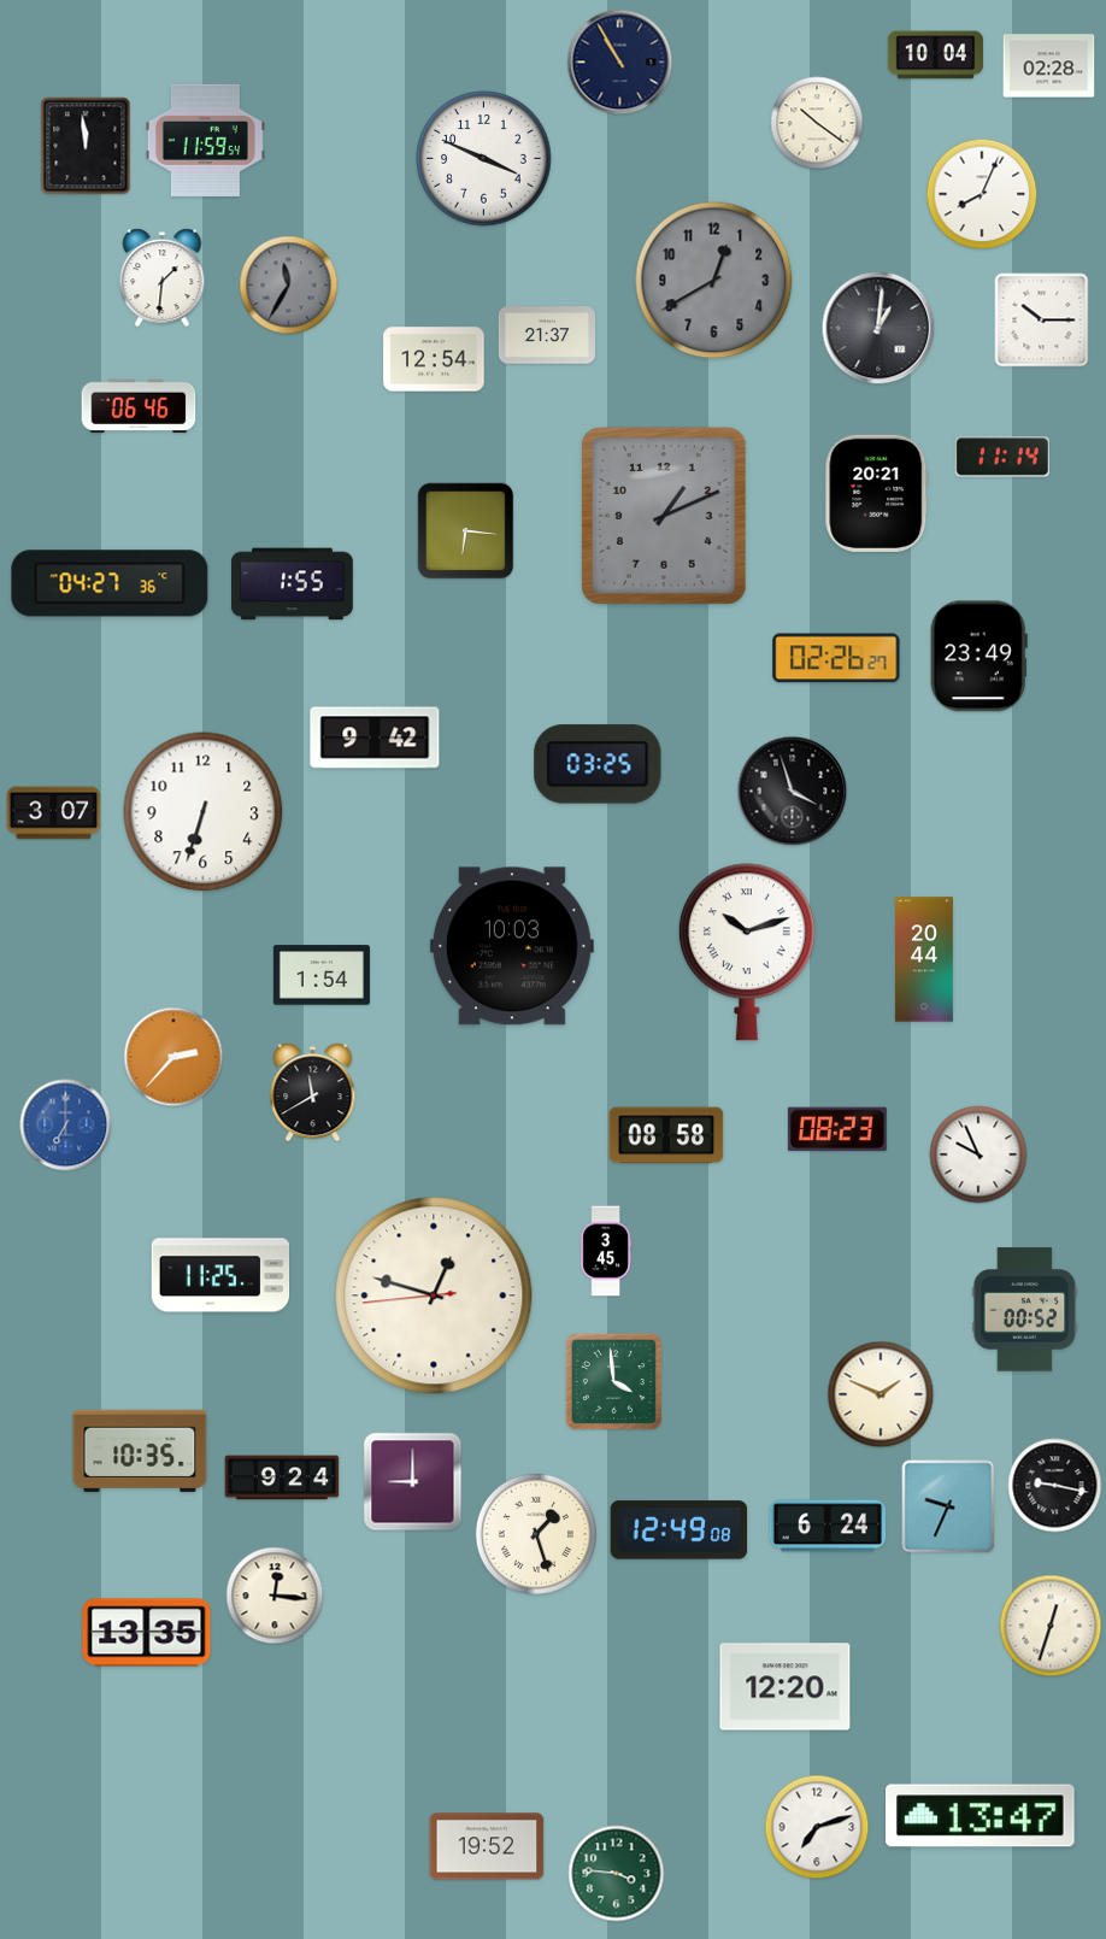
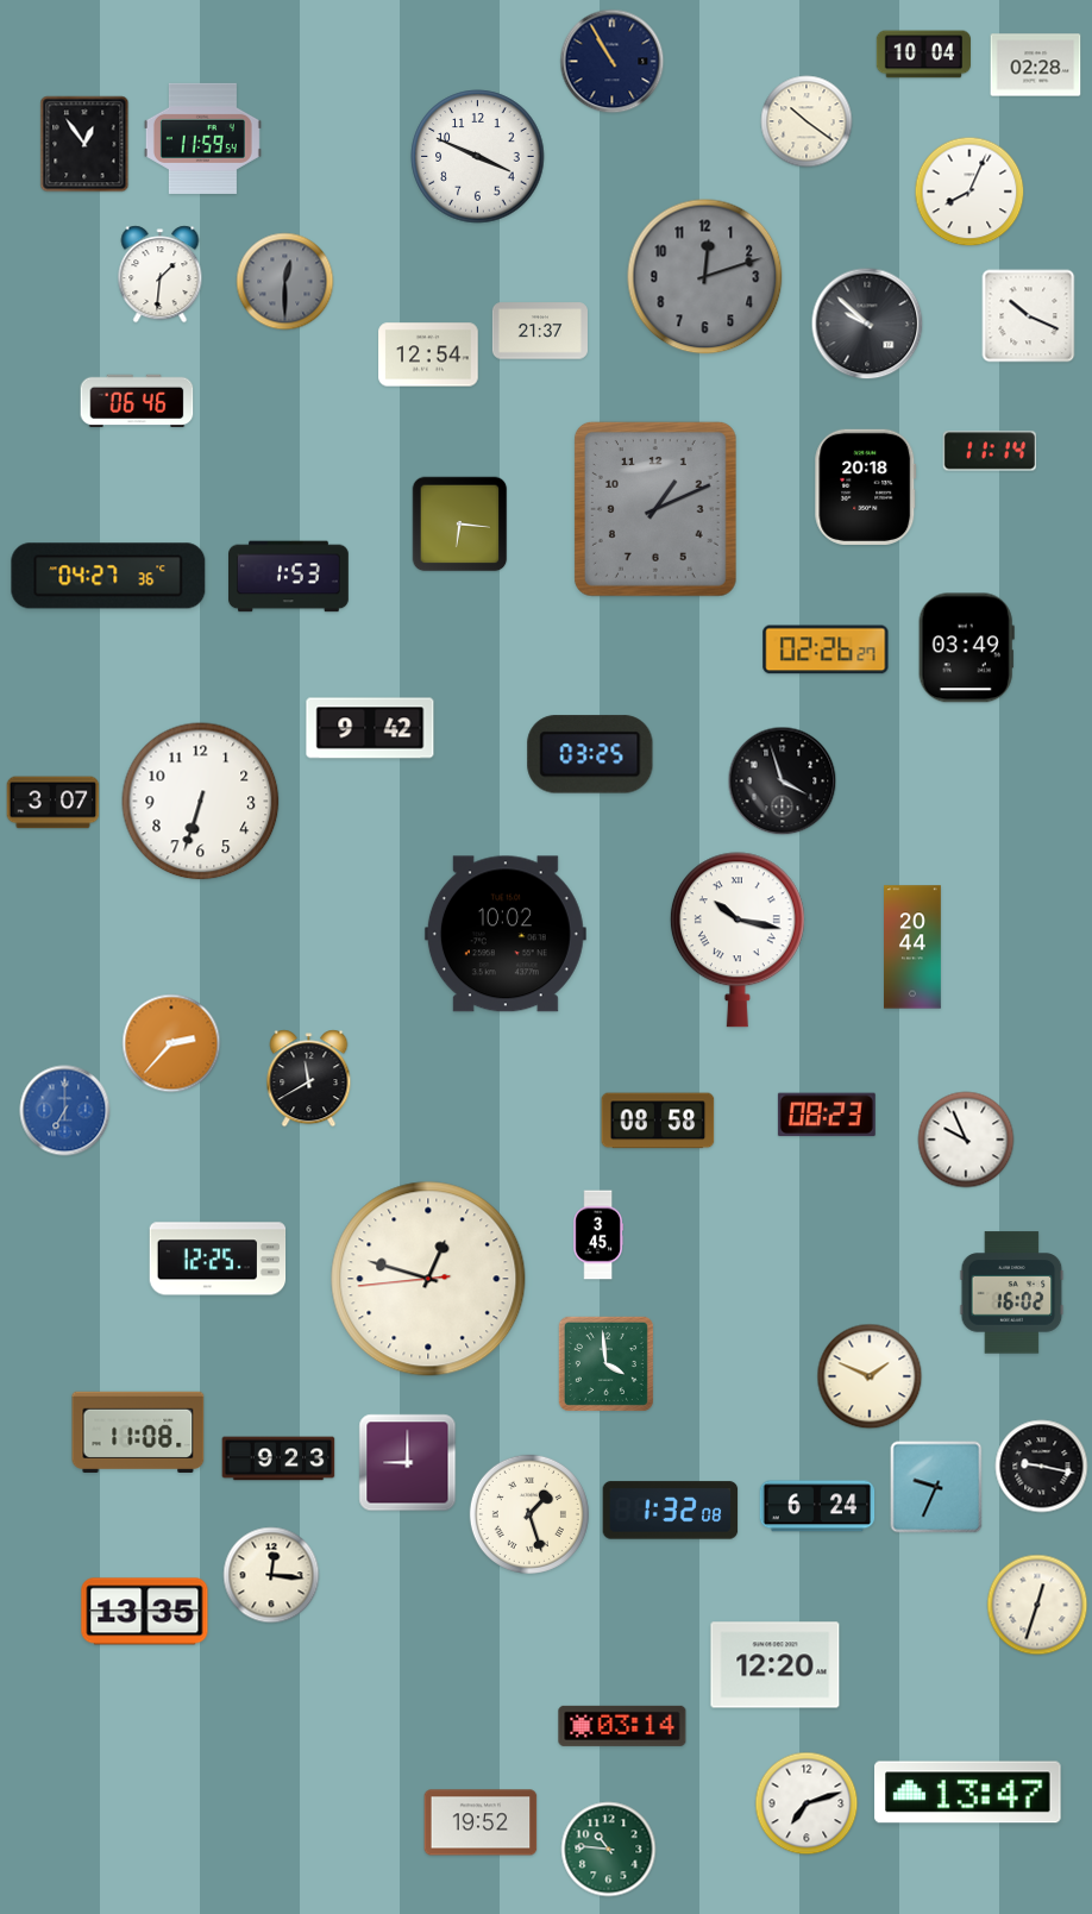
clock at (86, 146): 11:59 -> 12:54
clock at (714, 281): 12:40 -> 12:12
clock at (289, 286): 11:35 -> 12:30
clock at (1042, 321): 10:15 -> 10:19
clock at (878, 328): 1:01 -> 9:52
clock at (877, 493): 20:21 -> 20:18
clock at (293, 584): 1:55 -> 1:53
clock at (978, 657): 23:49 -> 03:49
clock at (512, 946): 10:03 -> 10:02
clock at (747, 952): 10:12 -> 10:17
clock at (322, 975): 1:54 -> none
clock at (220, 1275): 11:25 -> 12:25
clock at (1025, 1310): 00:52 -> 16:02
clock at (140, 1451): 10:35 -> 11:08
clock at (282, 1477): 9:24 -> 9:23
clock at (680, 1530): 12:49 -> 1:32
clock at (622, 1726): none -> 03:14
clock at (617, 1874): 3:46 -> 10:46
